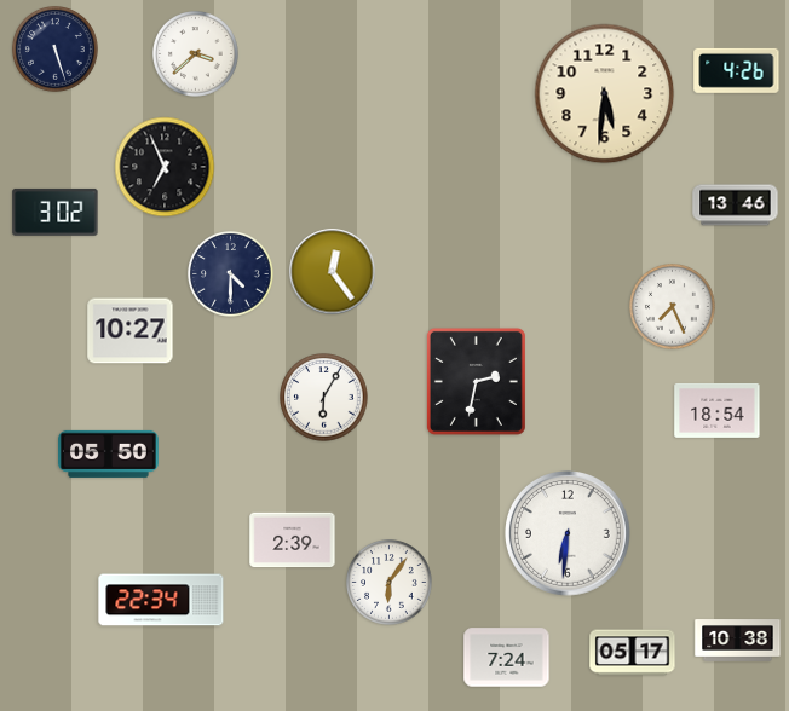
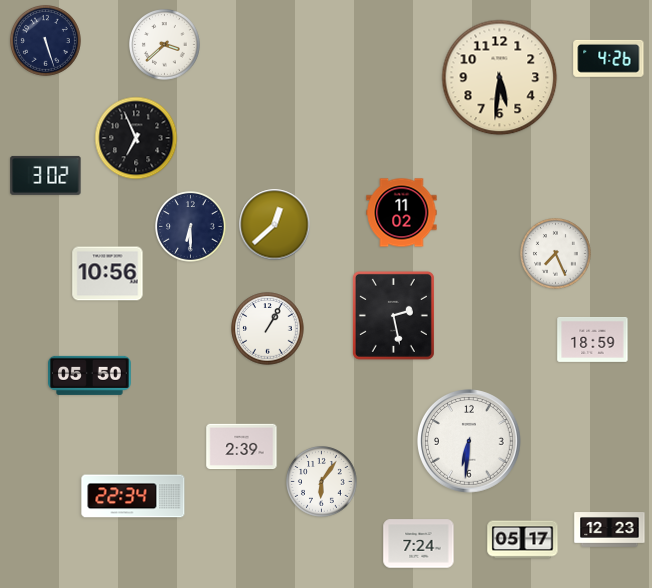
clock at (196, 54) position: (196, 54) -> (165, 45)
clock at (736, 206): 13:46 -> none
clock at (402, 213): none -> 11:02
clock at (333, 272): 12:24 -> 12:38
clock at (231, 274): 4:30 -> 6:30
clock at (131, 331): 10:27 -> 10:56
clock at (476, 381): 2:32 -> 2:28
clock at (324, 398): 6:05 -> 1:05
clock at (718, 410): 18:54 -> 18:59
clock at (738, 641): 10:38 -> 12:23
